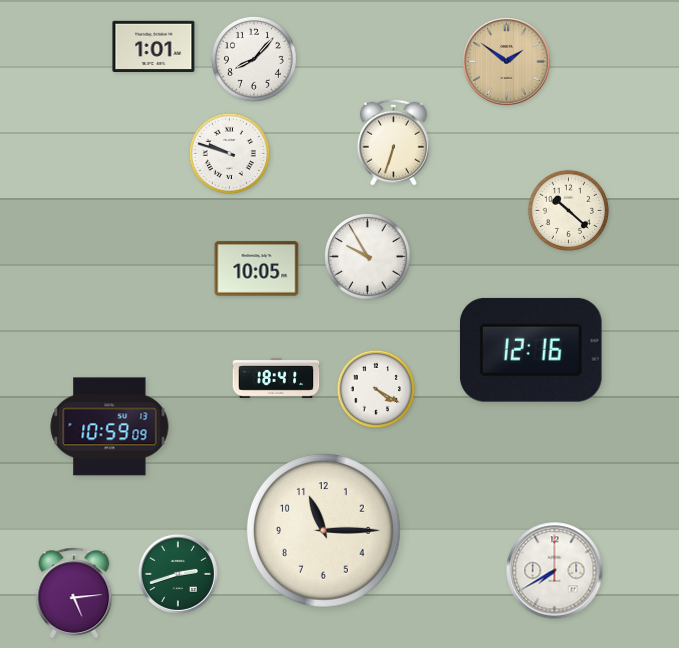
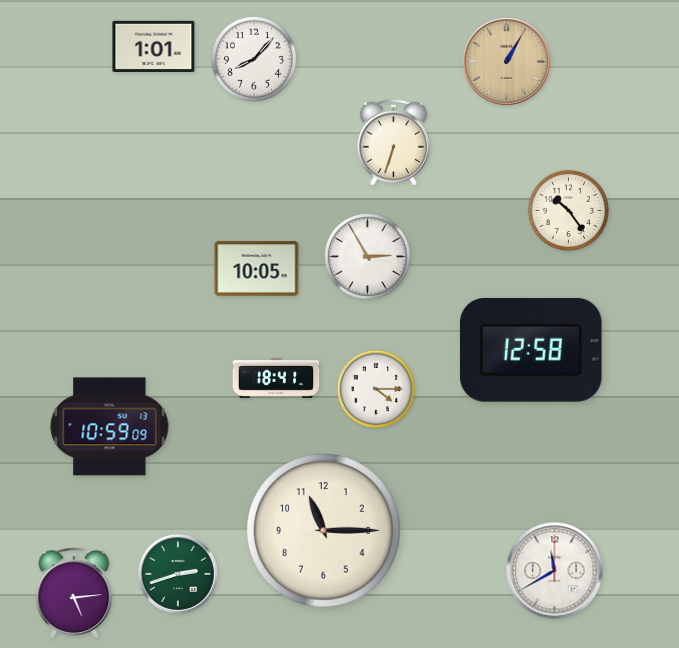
clock at (507, 62): 1:51 -> 1:05
clock at (229, 153): 9:48 -> none
clock at (568, 210): 10:22 -> 10:24
clock at (368, 257): 9:55 -> 2:55
clock at (531, 350): 12:16 -> 12:58
clock at (376, 389): 4:20 -> 4:15
clock at (555, 571): 7:40 -> 11:40
